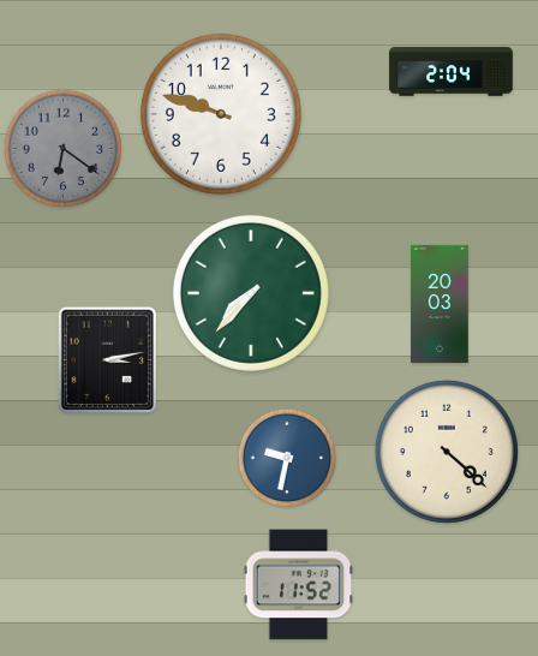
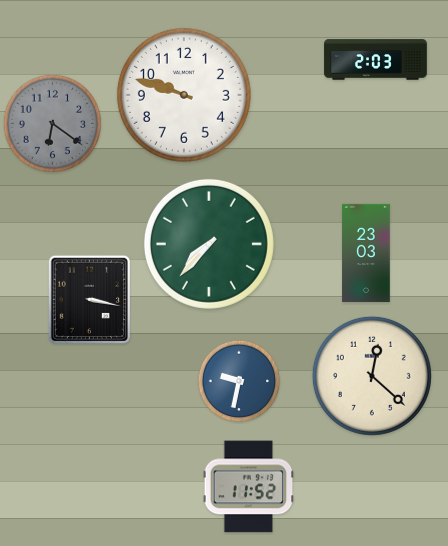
clock at (452, 72): 2:04 -> 2:03
clock at (440, 304): 20:03 -> 23:03
clock at (107, 359): 3:13 -> 3:17
clock at (447, 452): 4:22 -> 12:22
